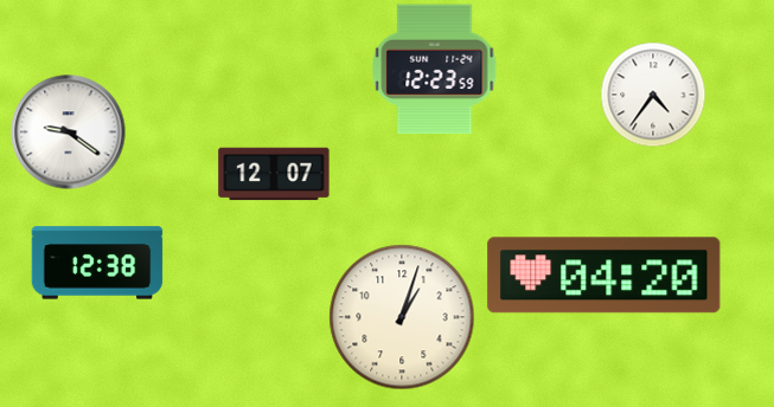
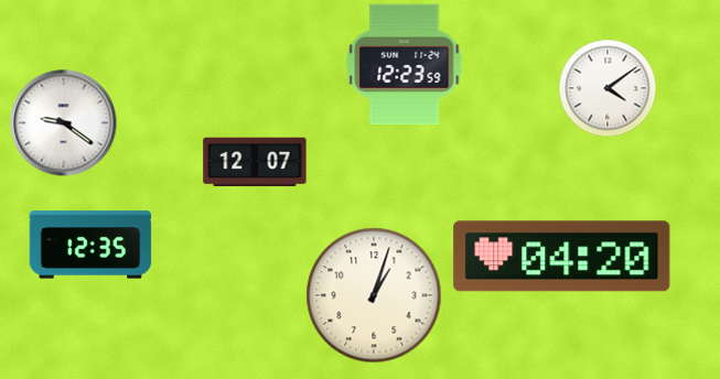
clock at (653, 95): 4:36 -> 4:09
clock at (97, 263): 12:38 -> 12:35
